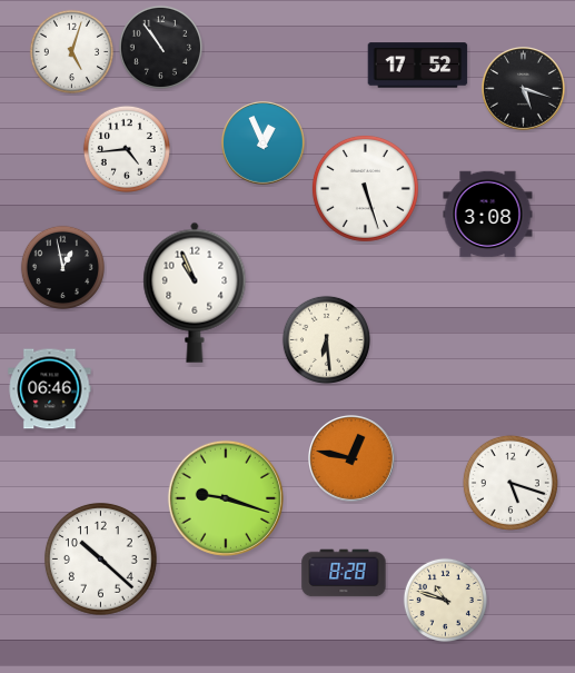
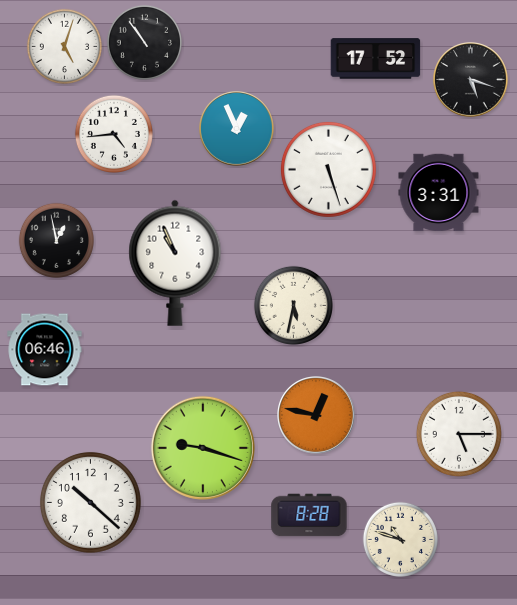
clock at (488, 215): 3:08 -> 3:31
clock at (326, 339): 6:29 -> 5:32
clock at (353, 459) position: (353, 459) -> (317, 416)
clock at (510, 483): 5:18 -> 5:15
